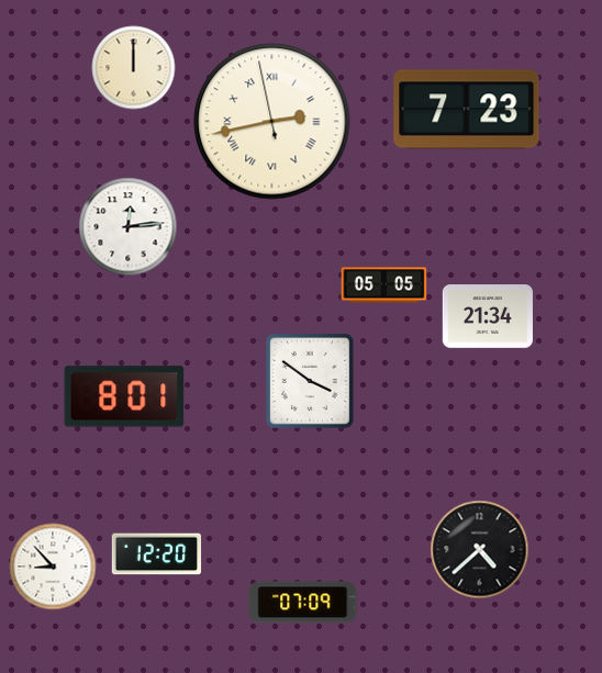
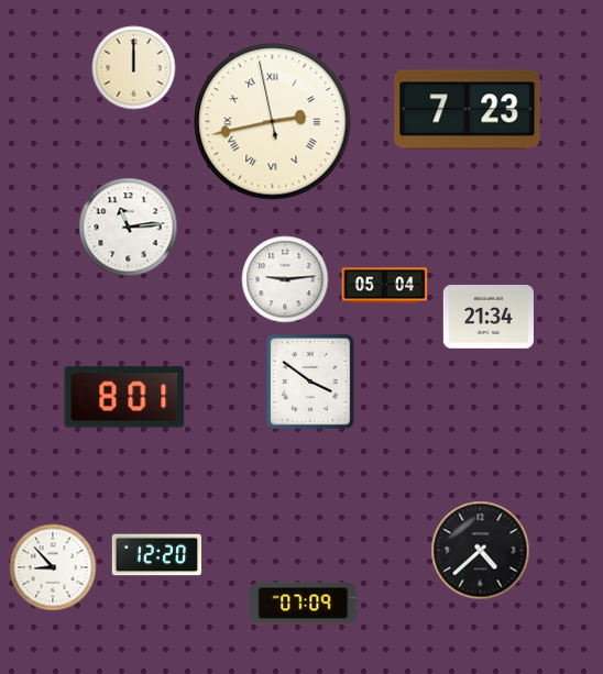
clock at (129, 227): 12:14 -> 11:14
clock at (285, 279): none -> 9:14
clock at (384, 285): 05:05 -> 05:04
